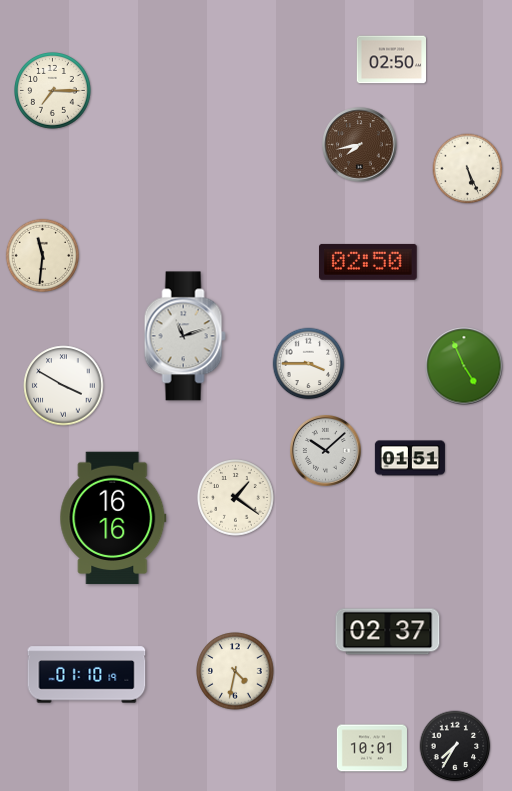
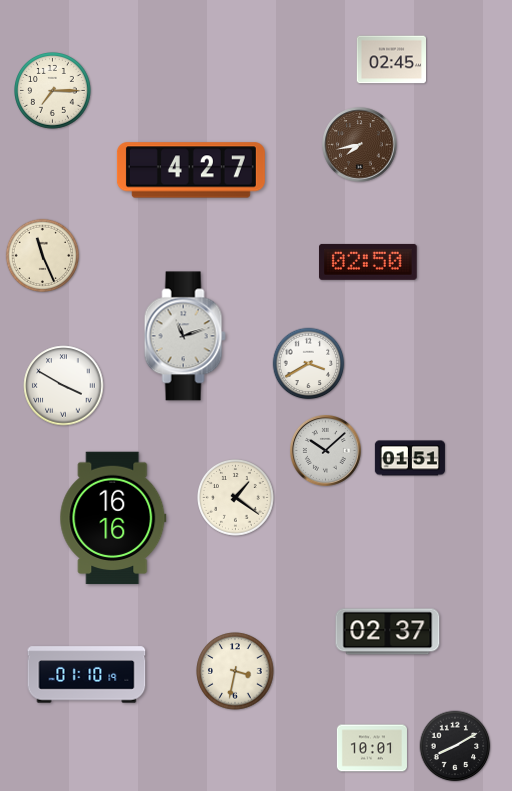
clock at (391, 60): 02:50 -> 02:45
clock at (468, 169): 5:26 -> none
clock at (191, 170): none -> 4:27
clock at (42, 255): 11:31 -> 11:26
clock at (309, 364): 3:45 -> 3:40
clock at (464, 366): 4:56 -> none
clock at (235, 671): 4:32 -> 3:32
clock at (455, 746): 7:35 -> 8:10
